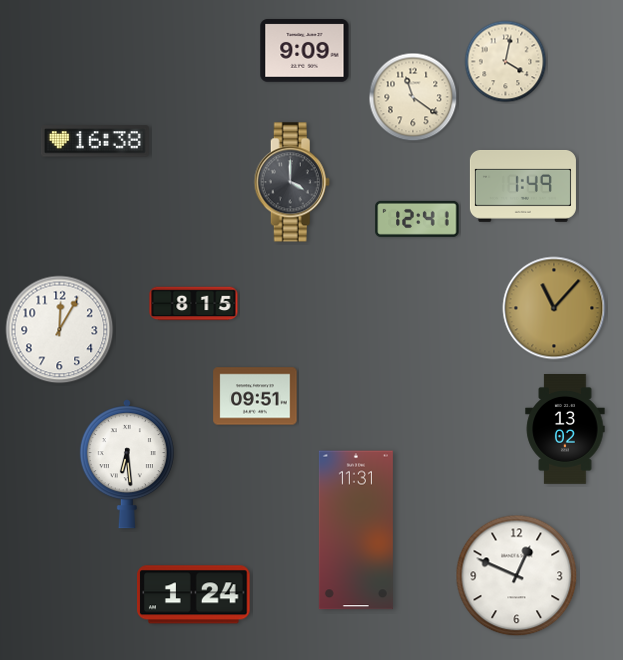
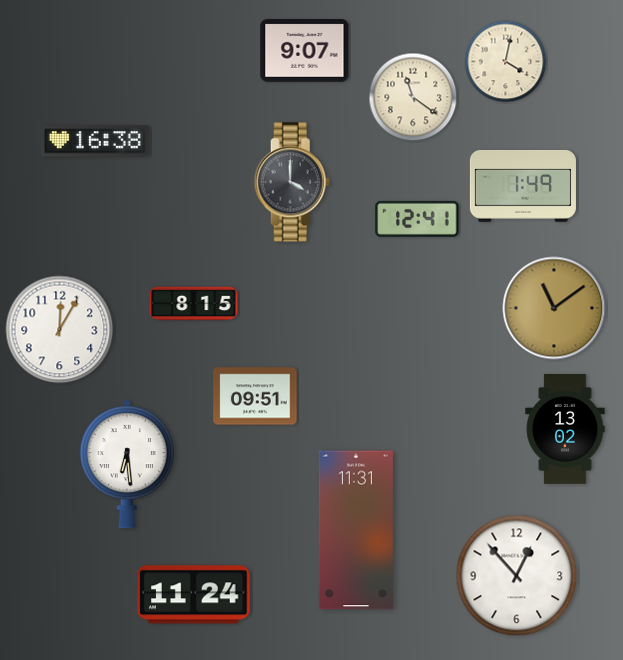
clock at (305, 51): 9:09 -> 9:07
clock at (554, 308): 11:07 -> 11:09
clock at (517, 576): 12:49 -> 12:53
clock at (194, 595): 1:24 -> 11:24
